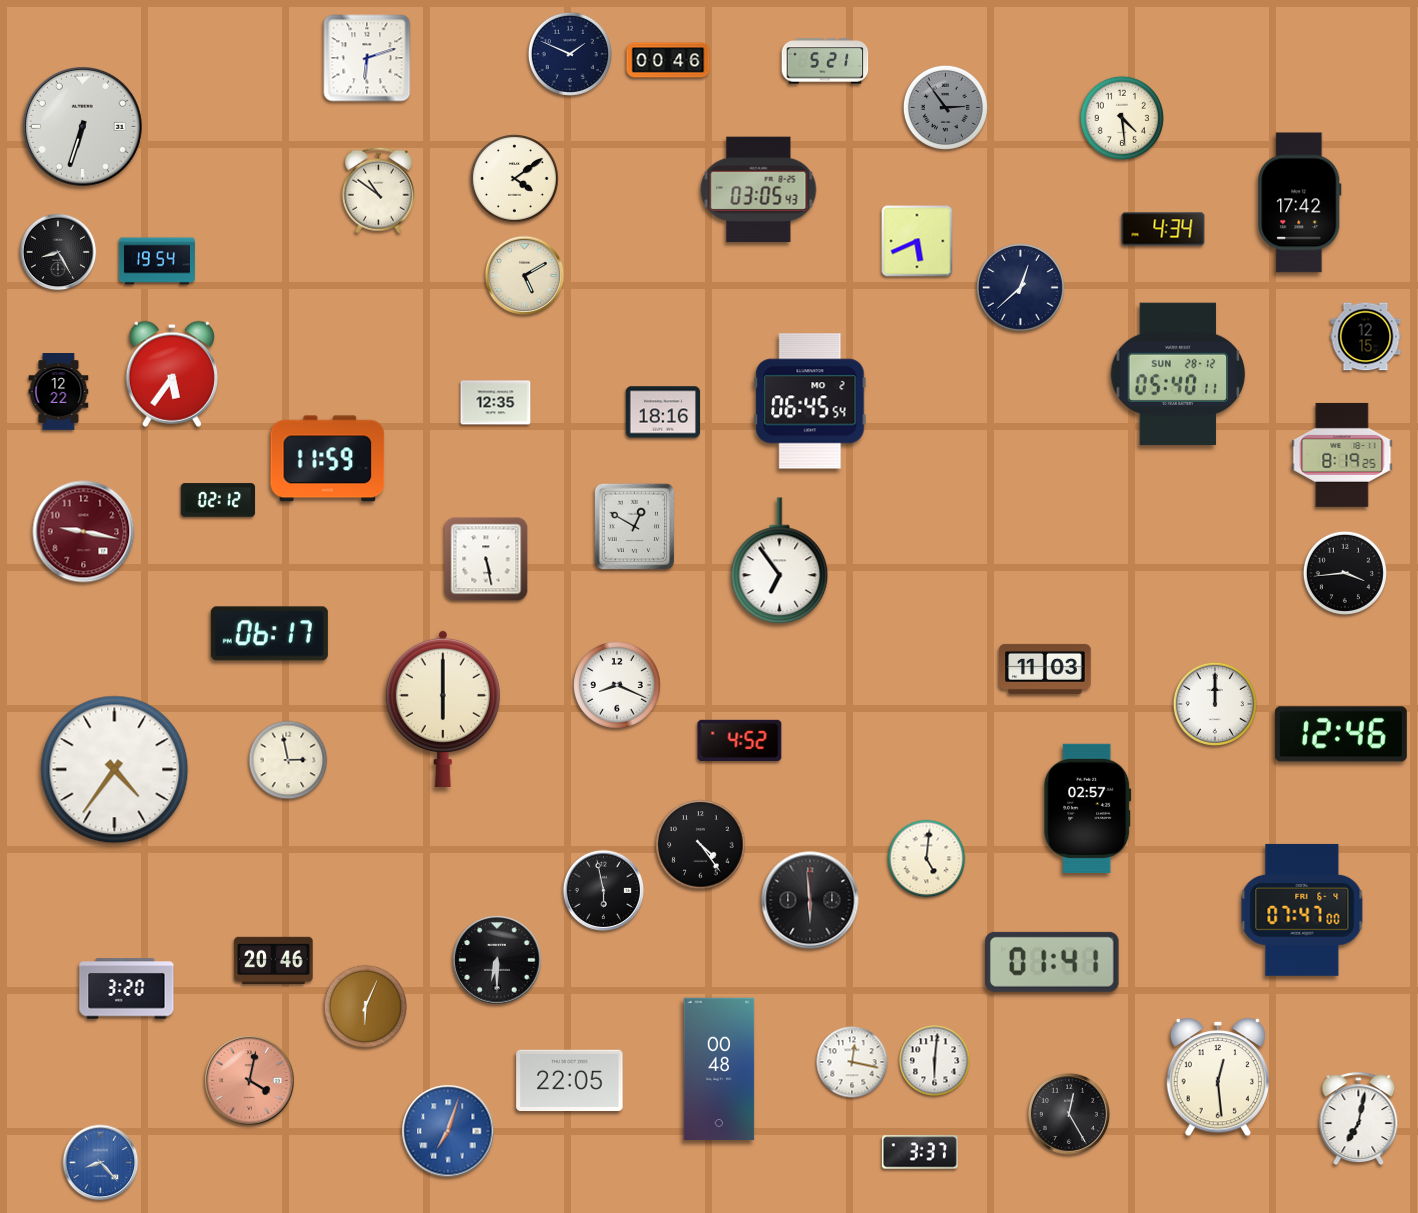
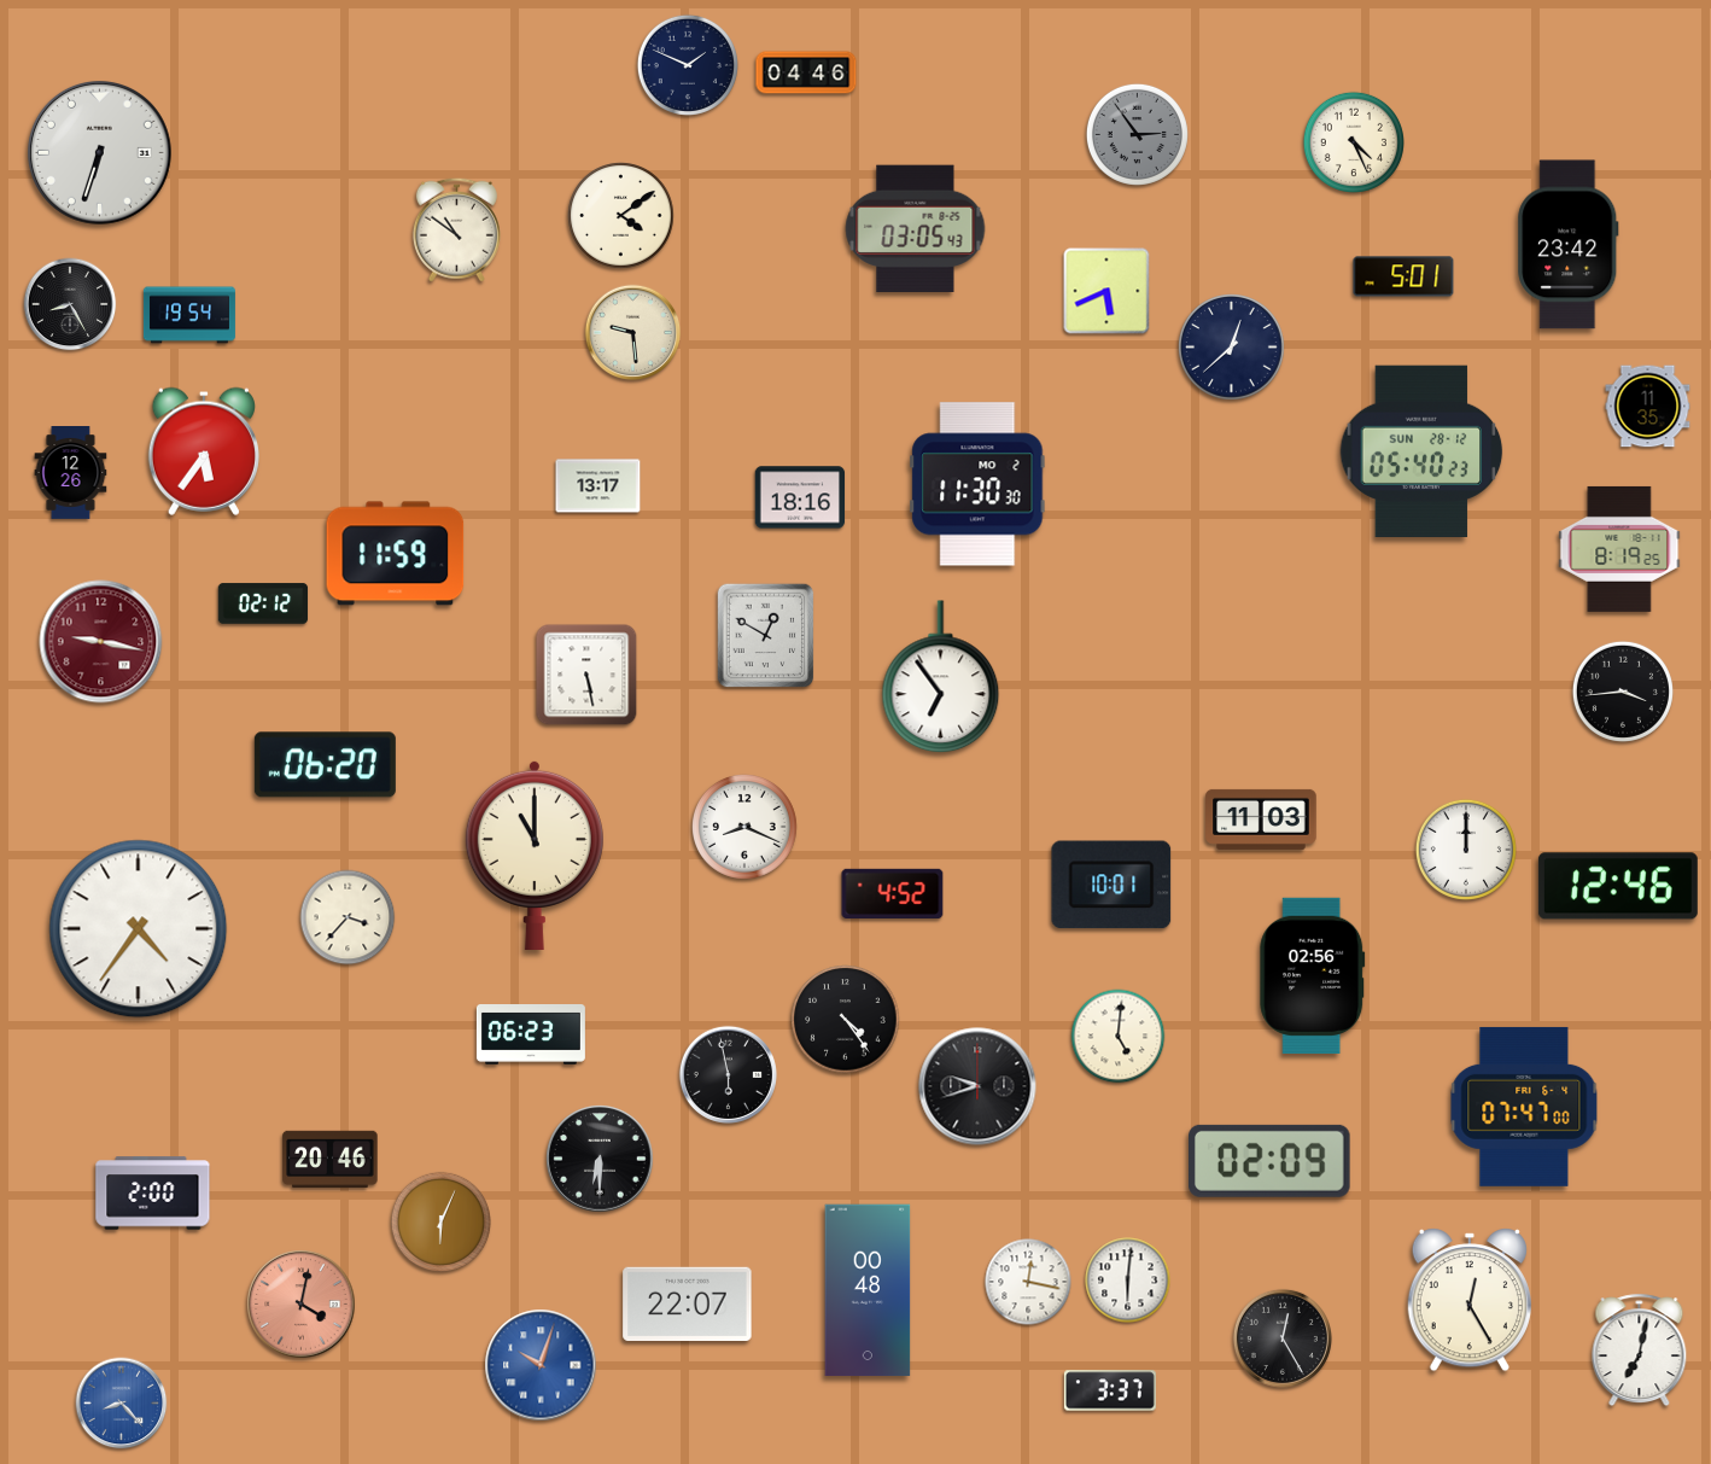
clock at (367, 58): 6:12 -> none
clock at (668, 60): 00:46 -> 04:46
clock at (825, 61): 5:21 -> none
clock at (945, 107) position: (945, 107) -> (1137, 134)
clock at (1122, 118): 4:29 -> 4:26
clock at (1300, 203): 17:42 -> 23:42
clock at (1163, 229): 4:34 -> 5:01
clock at (525, 276): 5:10 -> 9:29
clock at (1366, 337): 12:15 -> 11:35
clock at (172, 374) position: (172, 374) -> (204, 451)
clock at (1178, 374): 05:40:11 -> 05:40:23
clock at (59, 392): 12:22 -> 12:26
clock at (810, 401): 06:45 -> 11:30
clock at (496, 403): 12:35 -> 13:17
clock at (269, 634): 06:17 -> 06:20
clock at (1045, 669) position: (1045, 669) -> (1261, 820)
clock at (443, 708): 6:00 -> 11:00
clock at (1111, 885): none -> 10:01
clock at (288, 760): 2:58 -> 3:37
clock at (1088, 808): 02:57 -> 02:56
clock at (531, 1036): none -> 06:23
clock at (810, 900): 5:59 -> 9:42
clock at (1302, 910) position: (1302, 910) -> (1524, 1107)
clock at (1053, 962): 01:41 -> 02:09
clock at (127, 989): 3:20 -> 2:00
clock at (365, 1006) position: (365, 1006) -> (440, 1221)
clock at (1218, 1077): 12:29 -> 12:25
clock at (570, 1080): 22:05 -> 22:07
clock at (1069, 1114) position: (1069, 1114) -> (1283, 1338)
clock at (448, 1131): 7:03 -> 10:03
